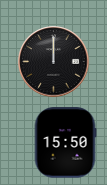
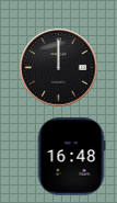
clock at (65, 143): 15:50 -> 16:48
